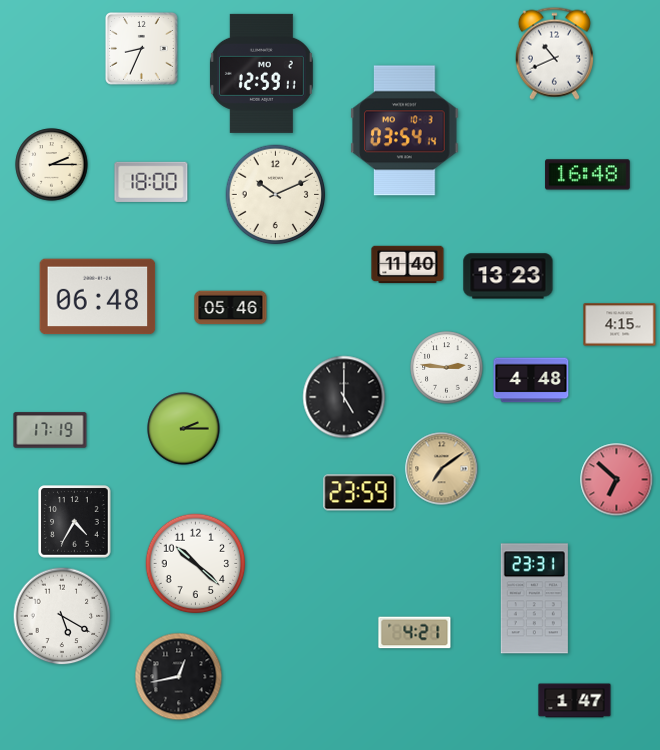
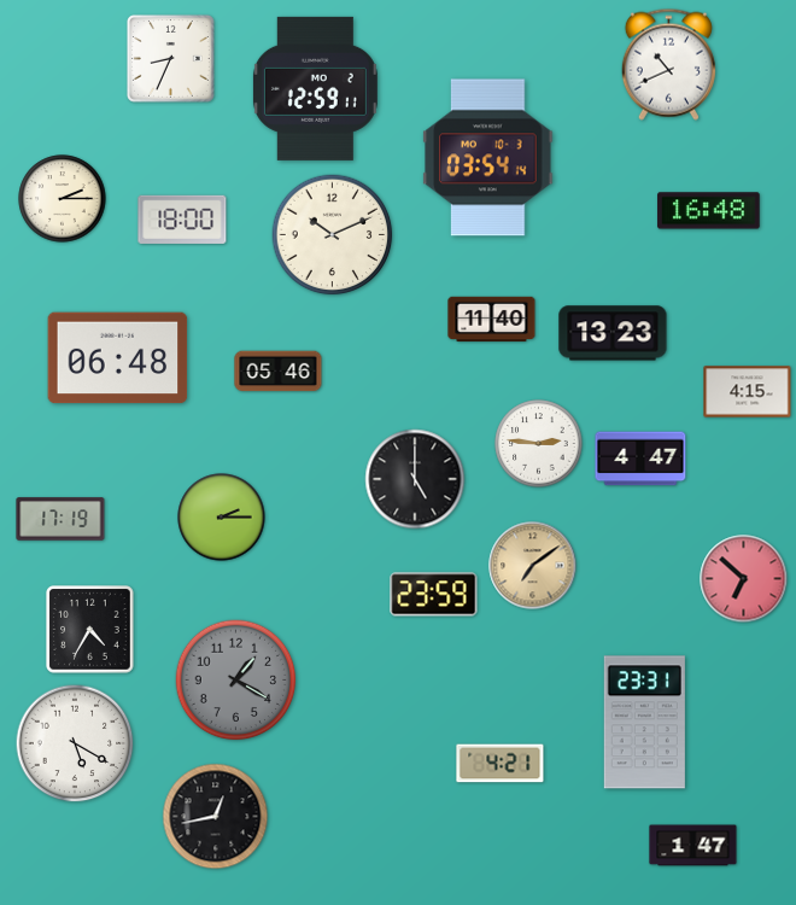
clock at (531, 380): 4:48 -> 4:47
clock at (196, 564): 10:22 -> 1:20
clock at (196, 564) dial: white -> grey
